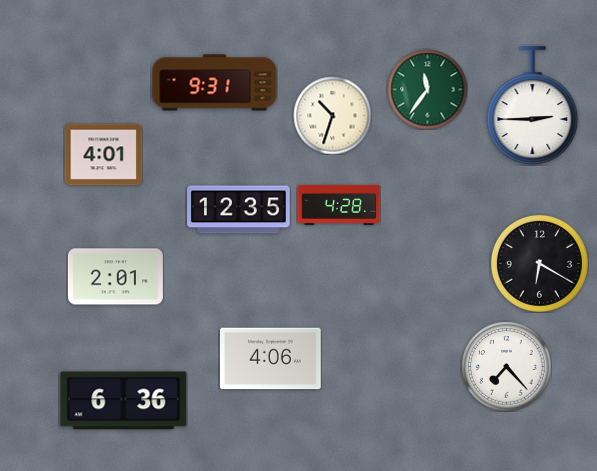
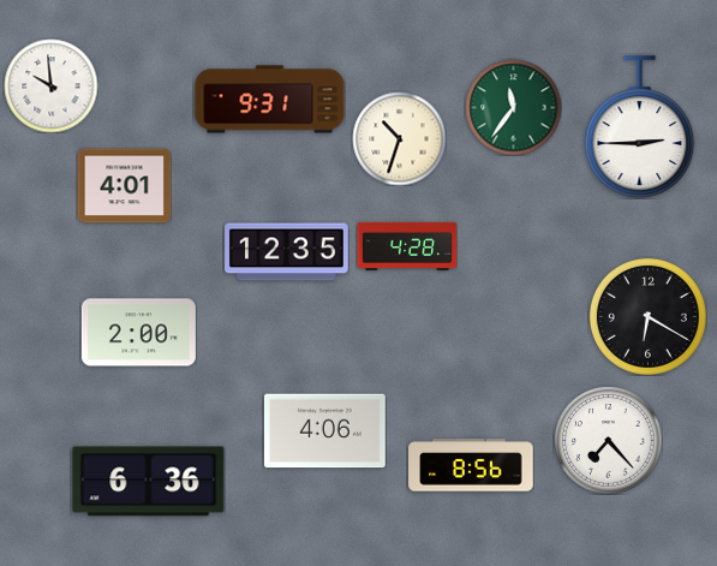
clock at (50, 85): none -> 9:59
clock at (215, 83) position: (215, 83) -> (270, 100)
clock at (115, 277): 2:01 -> 2:00
clock at (471, 465): none -> 8:56
